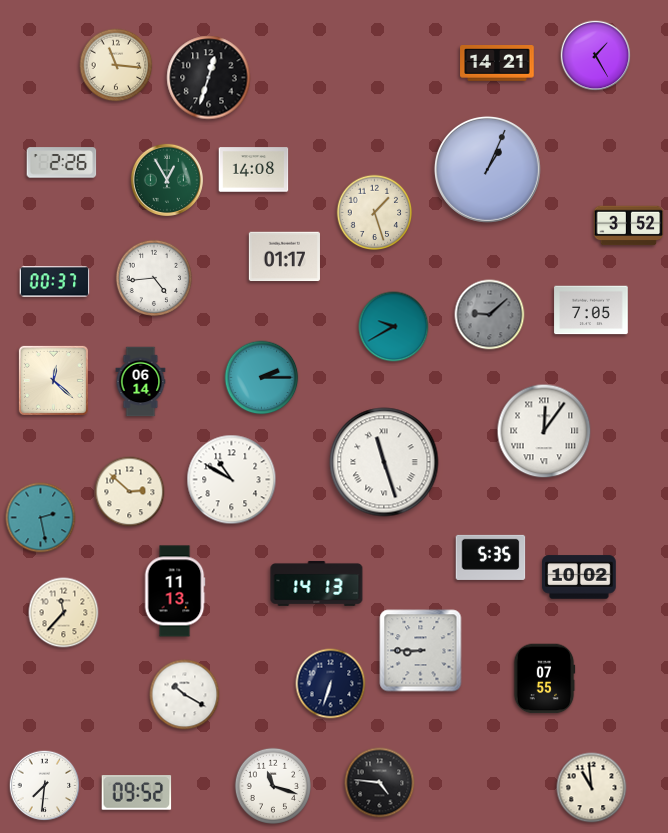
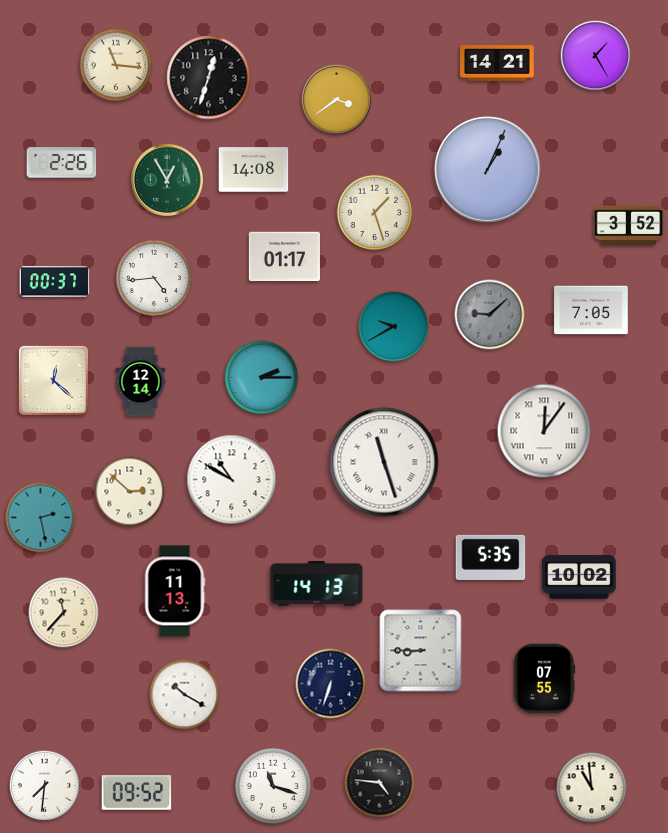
clock at (337, 100): none -> 3:39
clock at (141, 382): 06:14 -> 12:14
